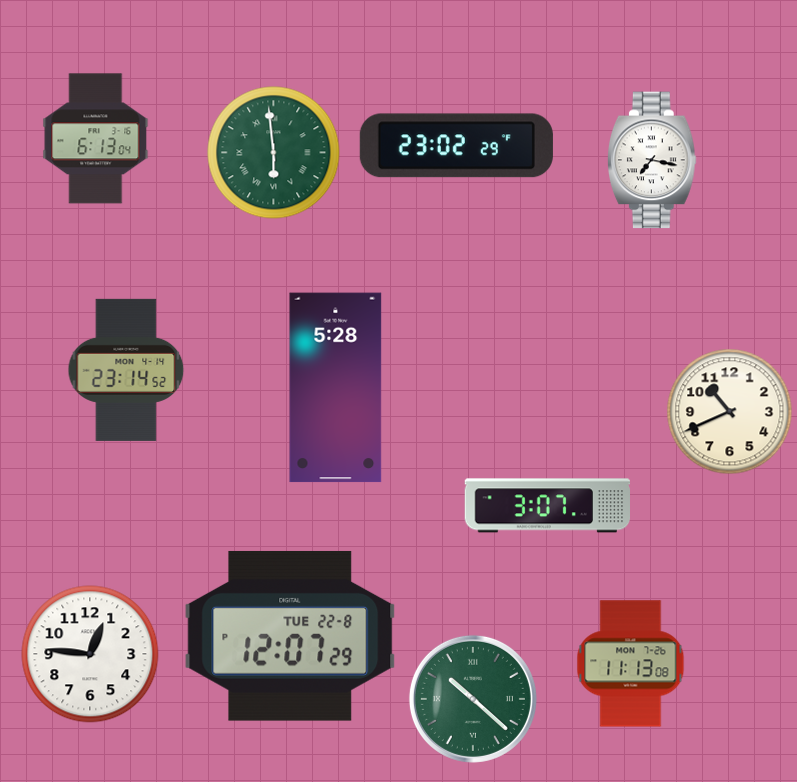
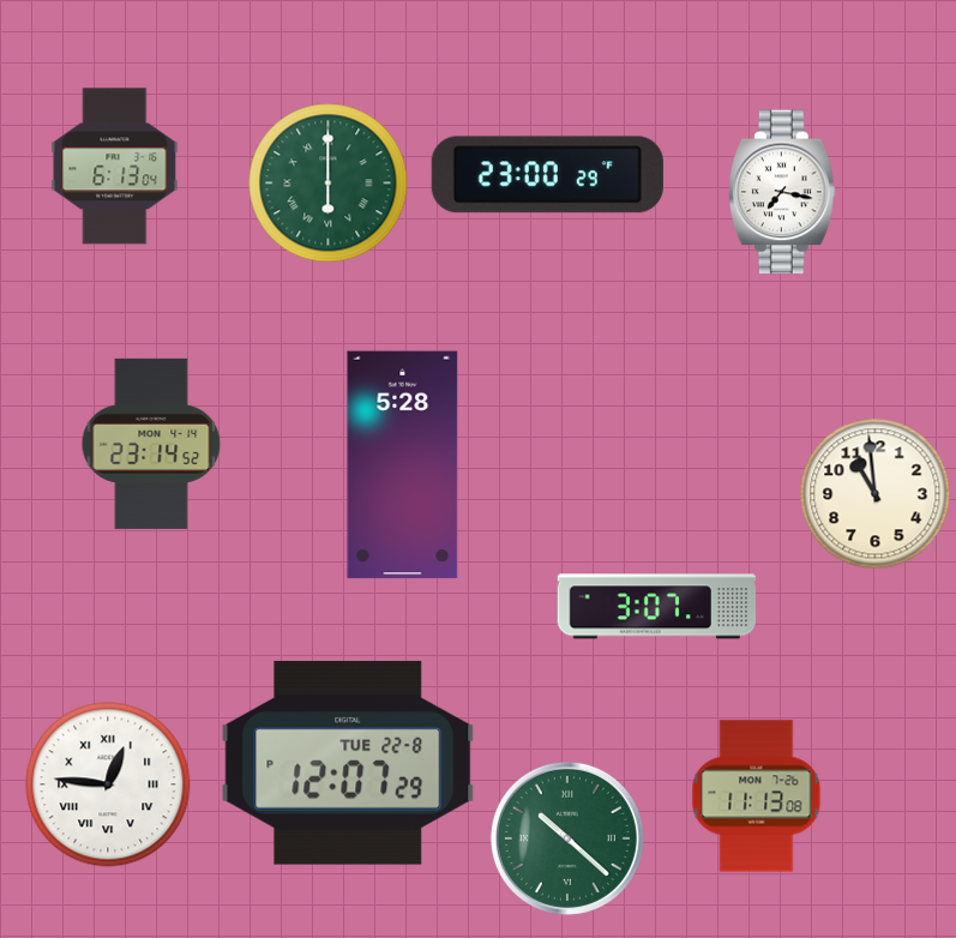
clock at (456, 146): 23:02 -> 23:00
clock at (274, 153): 5:59 -> 6:00
clock at (730, 412): 10:41 -> 10:59
clock at (90, 654) numerals: Arabic -> Roman
